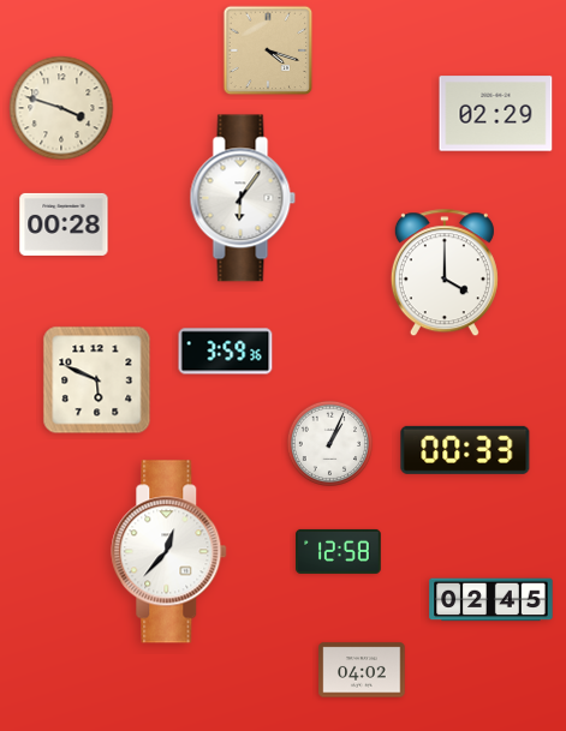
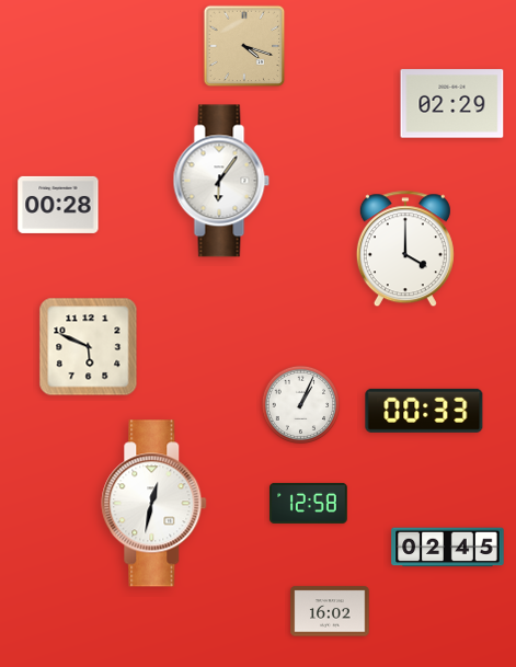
clock at (61, 108): 3:48 -> none
clock at (226, 352): 3:59 -> none
clock at (169, 552): 12:37 -> 12:32
clock at (362, 670): 04:02 -> 16:02
